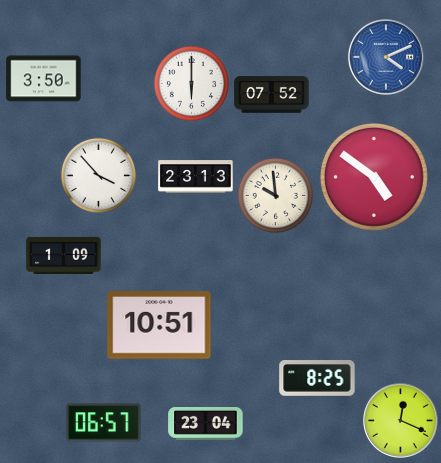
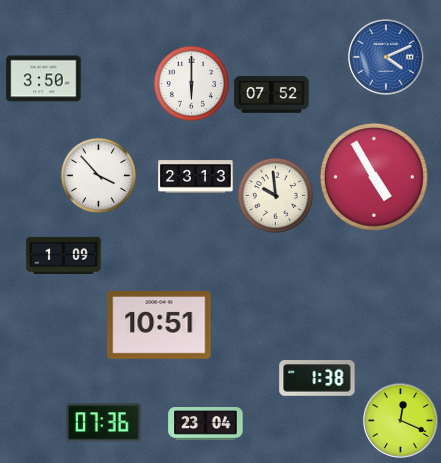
clock at (374, 177): 4:51 -> 4:55
clock at (317, 378): 8:25 -> 1:38
clock at (104, 423): 06:57 -> 07:36
